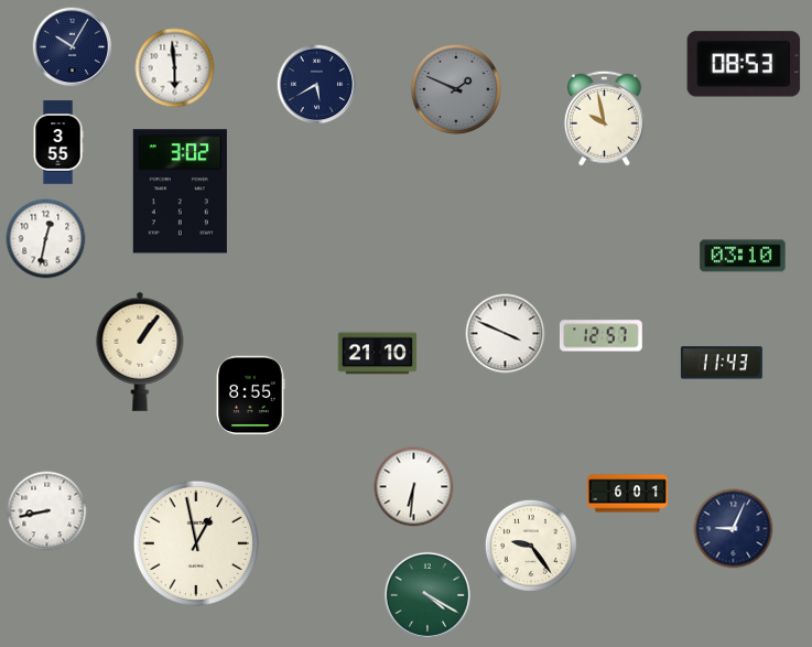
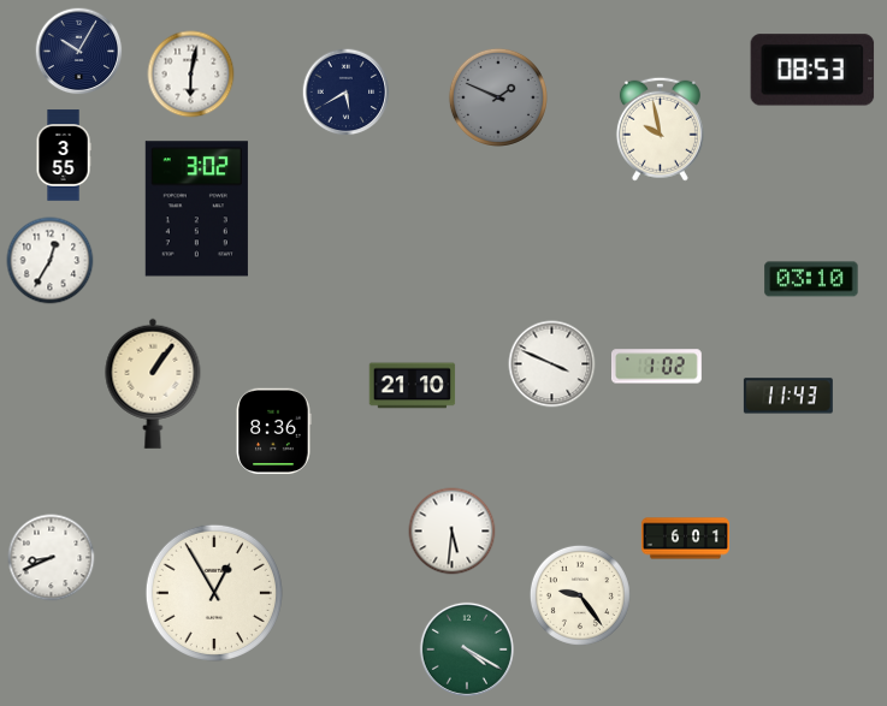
clock at (175, 68): 5:59 -> 6:02
clock at (46, 239): 12:32 -> 12:35
clock at (600, 336): 12:57 -> 1:02
clock at (250, 396): 8:55 -> 8:36
clock at (414, 487): 6:31 -> 5:31
clock at (47, 511): 8:43 -> 8:41
clock at (734, 529): 9:04 -> none
clock at (196, 543): 12:58 -> 12:55
